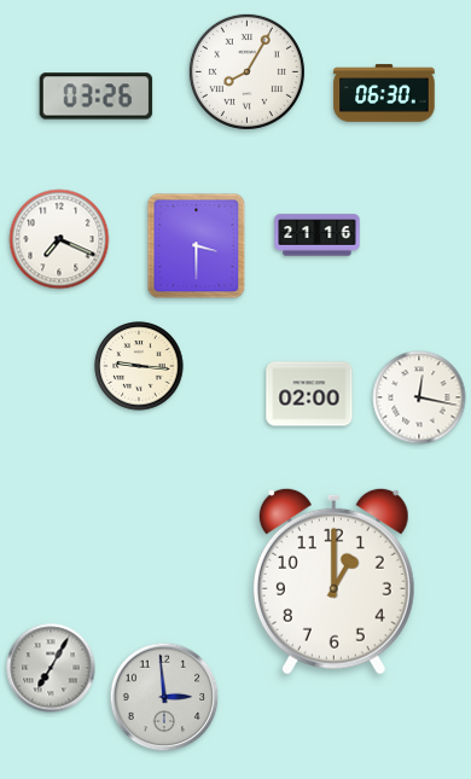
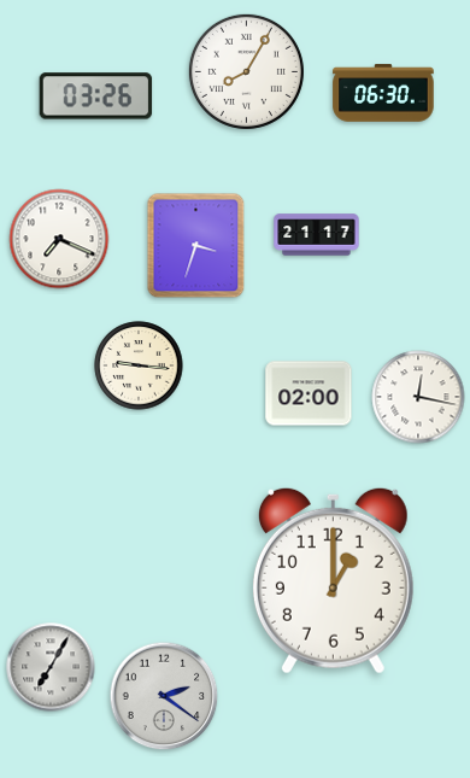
clock at (318, 236): 21:16 -> 21:17
clock at (197, 246): 3:30 -> 3:33
clock at (164, 697): 2:59 -> 2:21
